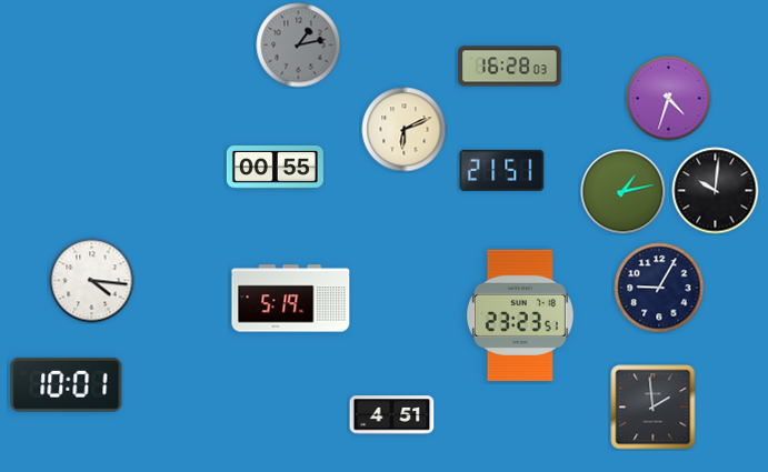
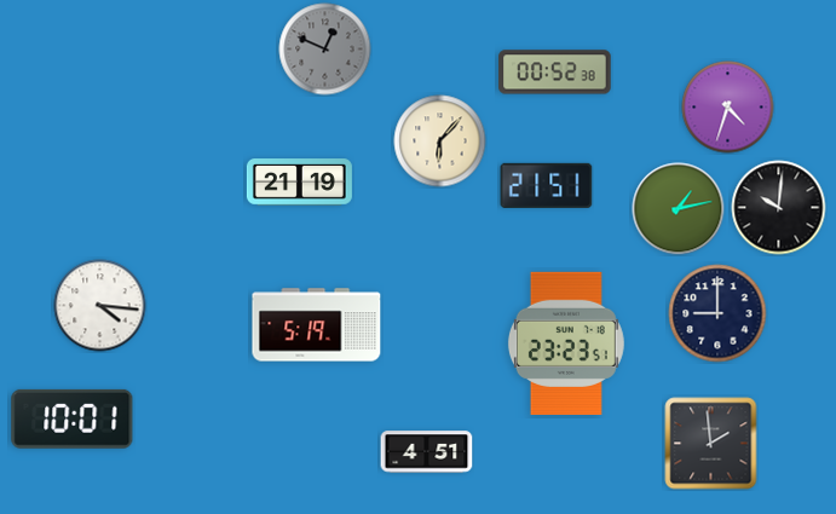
clock at (299, 46): 1:13 -> 12:49
clock at (510, 67): 16:28 -> 00:52
clock at (405, 130): 6:11 -> 6:07
clock at (275, 168): 00:55 -> 21:19
clock at (659, 288): 9:05 -> 9:00
